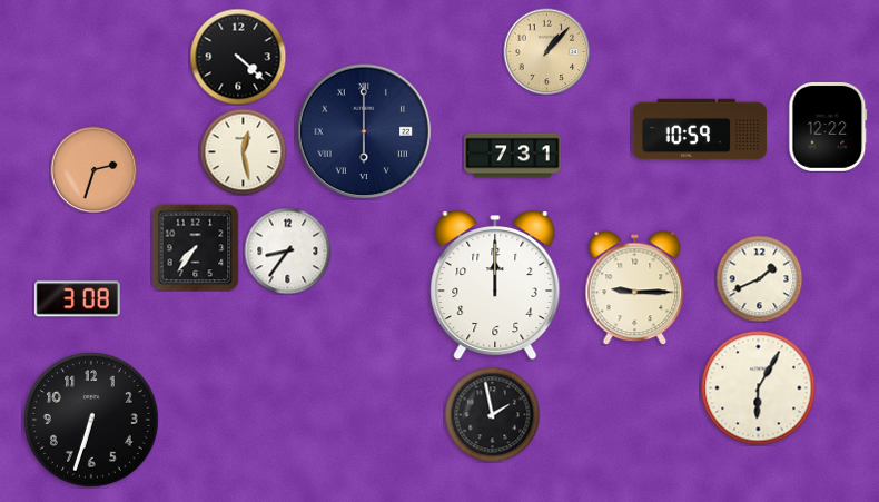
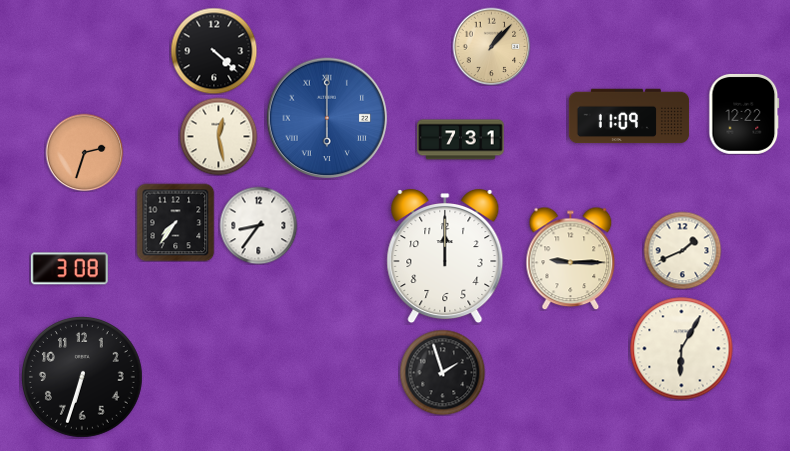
clock at (700, 129): 10:59 -> 11:09
clock at (364, 131) dial: navy -> blue
clock at (492, 414): 1:58 -> 1:57
